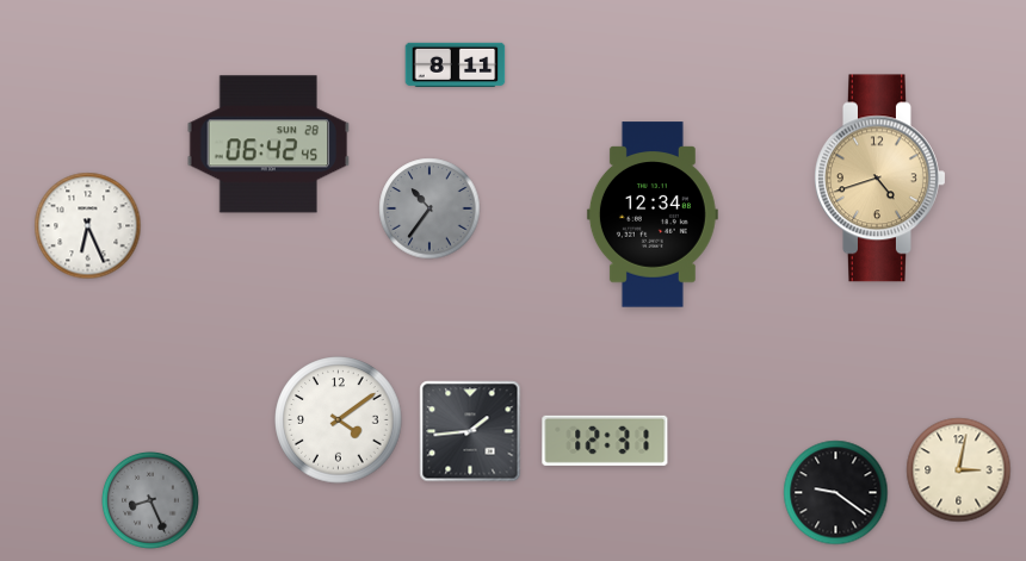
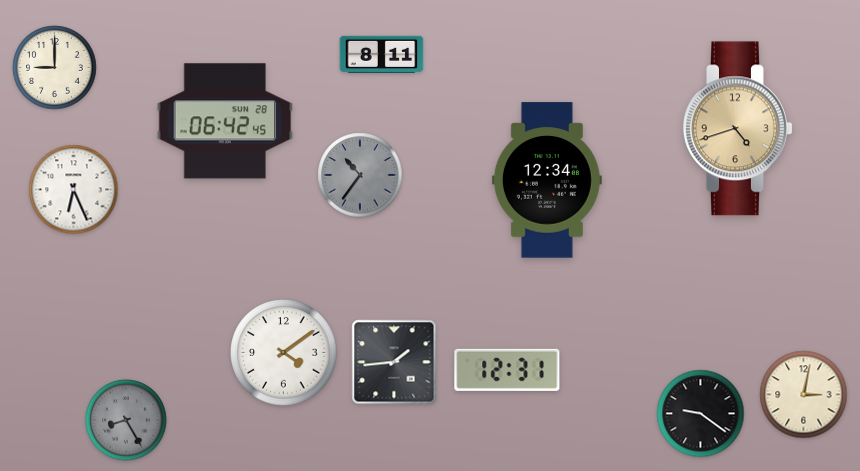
clock at (55, 68): none -> 9:00
clock at (880, 179) position: (880, 179) -> (738, 129)
clock at (152, 501): 8:26 -> 8:25
